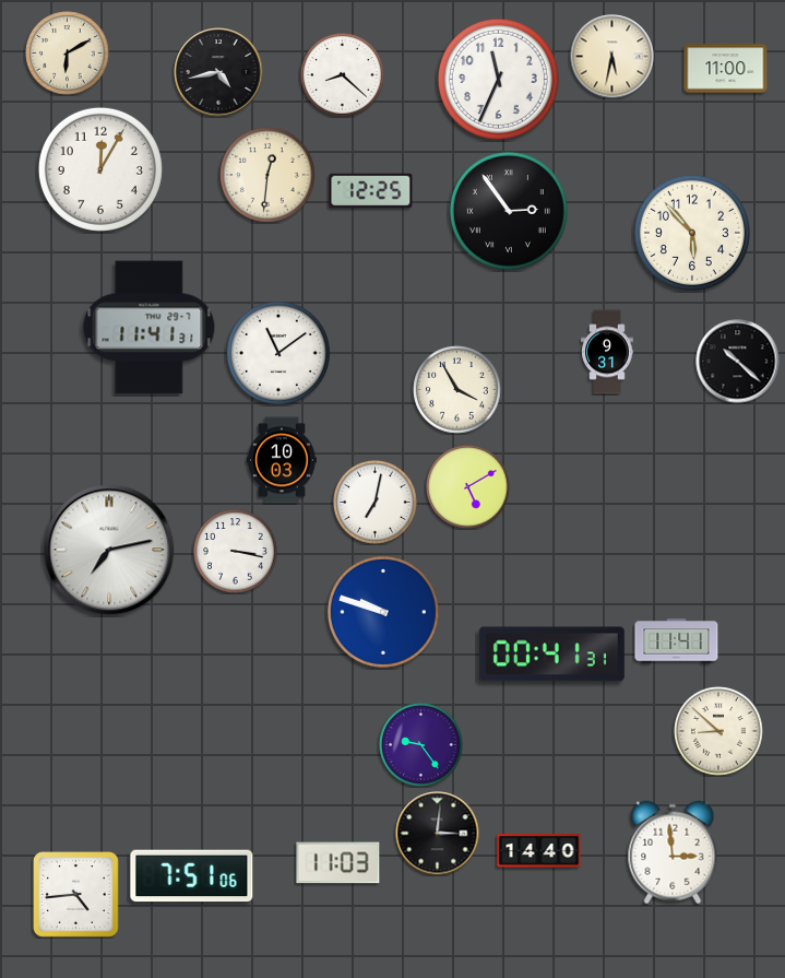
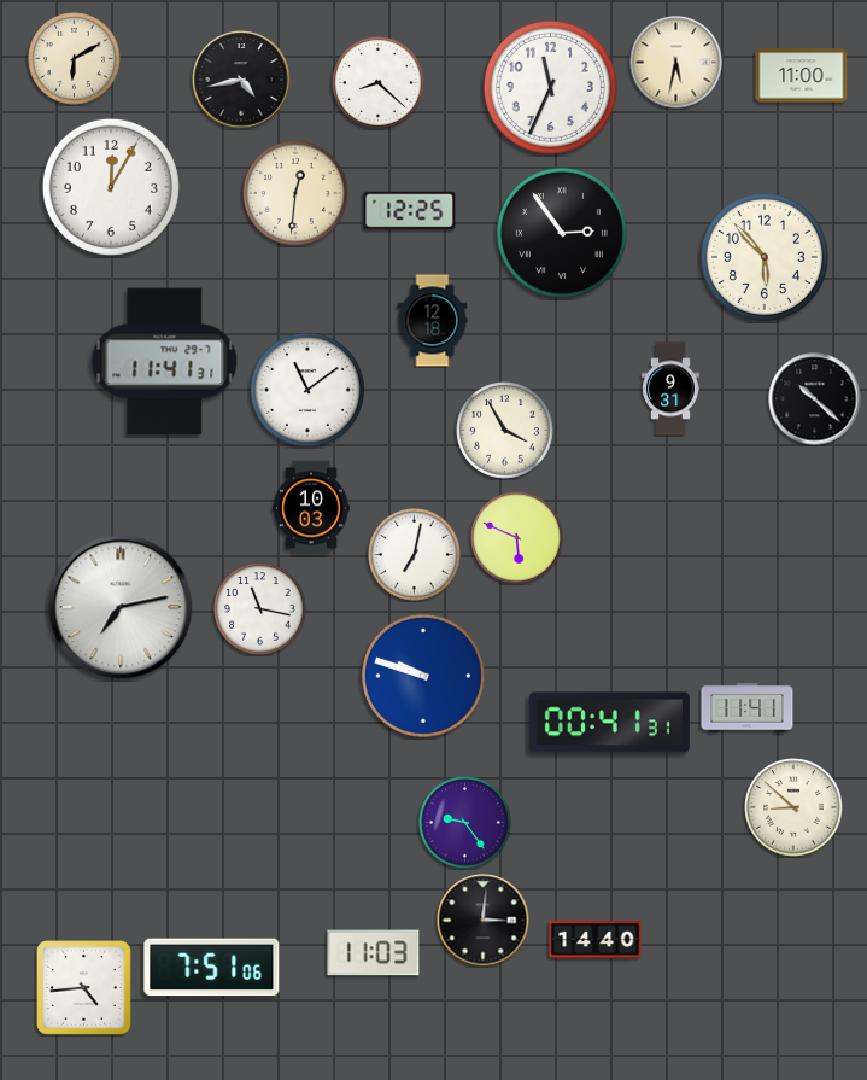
clock at (433, 321): none -> 12:18
clock at (468, 487): 5:10 -> 5:49
clock at (236, 552): 3:17 -> 11:17
clock at (673, 852): 2:59 -> none
